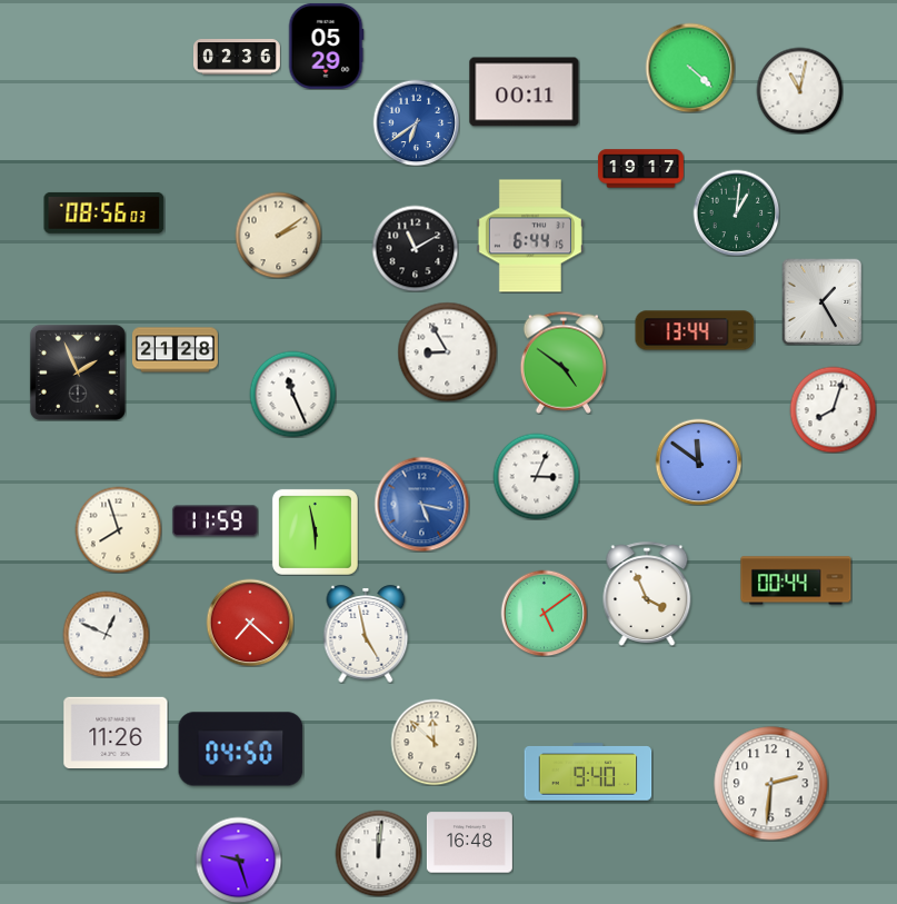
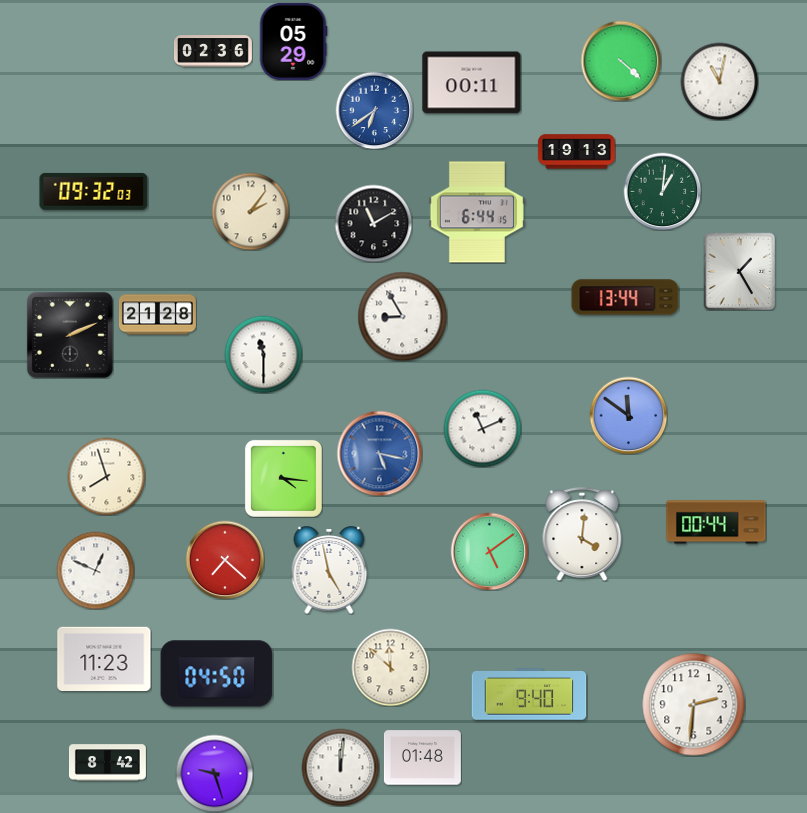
clock at (640, 169): 19:17 -> 19:13
clock at (104, 212): 08:56 -> 09:32
clock at (278, 235): 2:09 -> 2:06
clock at (562, 362): 4:51 -> none
clock at (78, 372): 1:56 -> 2:11
clock at (292, 394): 11:26 -> 11:30
clock at (833, 409): 8:03 -> none
clock at (536, 476): 3:04 -> 11:11
clock at (215, 521): 11:59 -> none
clock at (315, 532): 5:58 -> 4:16
clock at (647, 594): 3:56 -> 4:01
clock at (116, 732): 11:26 -> 11:23
clock at (469, 843): 16:48 -> 01:48
clock at (107, 763): none -> 8:42
